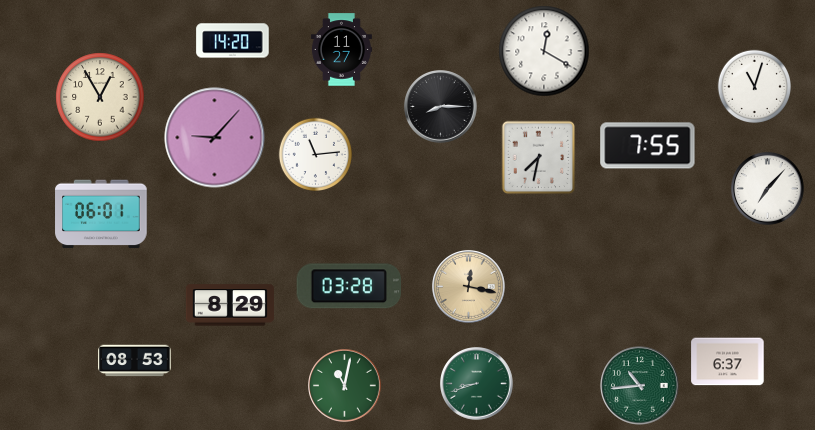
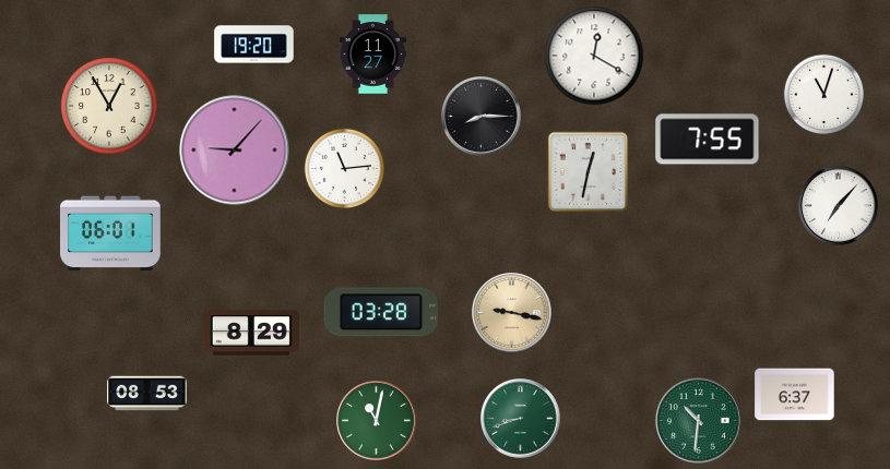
clock at (233, 41): 14:20 -> 19:20
clock at (648, 146) position: (648, 146) -> (708, 140)
clock at (539, 158): 7:32 -> 12:32
clock at (469, 287): 12:17 -> 9:17
clock at (640, 386): 10:44 -> 10:31
